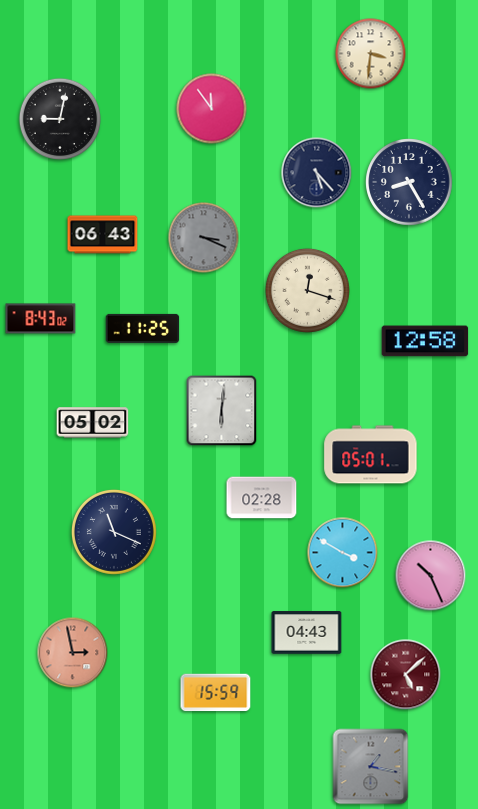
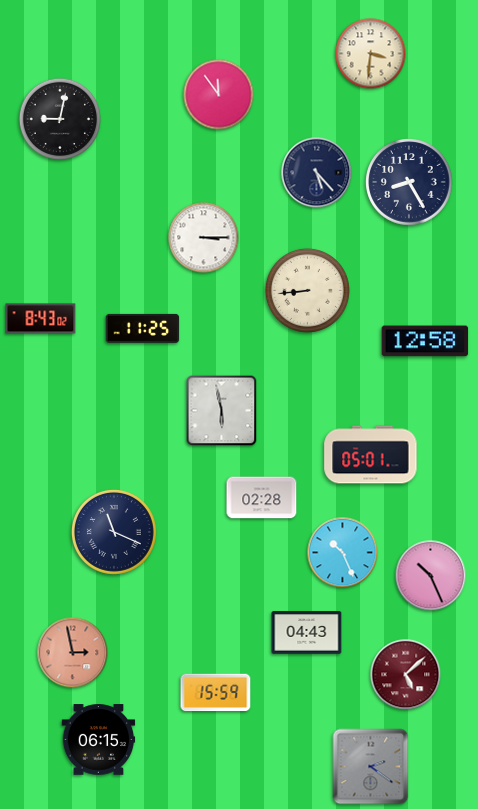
clock at (212, 109) position: (212, 109) -> (219, 95)
clock at (103, 235): 06:43 -> none
clock at (204, 238): 3:19 -> 3:15
clock at (204, 238) dial: grey -> white
clock at (307, 290): 12:18 -> 8:44
clock at (222, 411): 6:01 -> 5:58
clock at (93, 423): 05:02 -> none
clock at (343, 553): 3:50 -> 10:26
clock at (99, 740): none -> 06:15
clock at (371, 767): 1:17 -> 2:21
